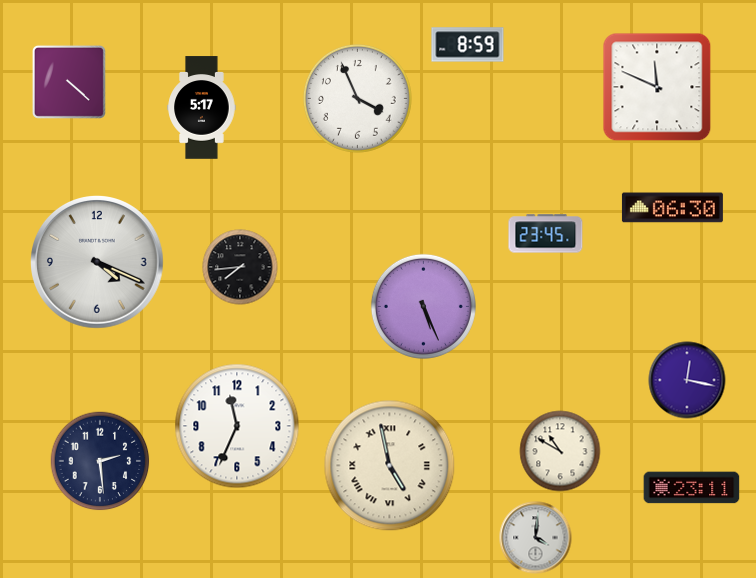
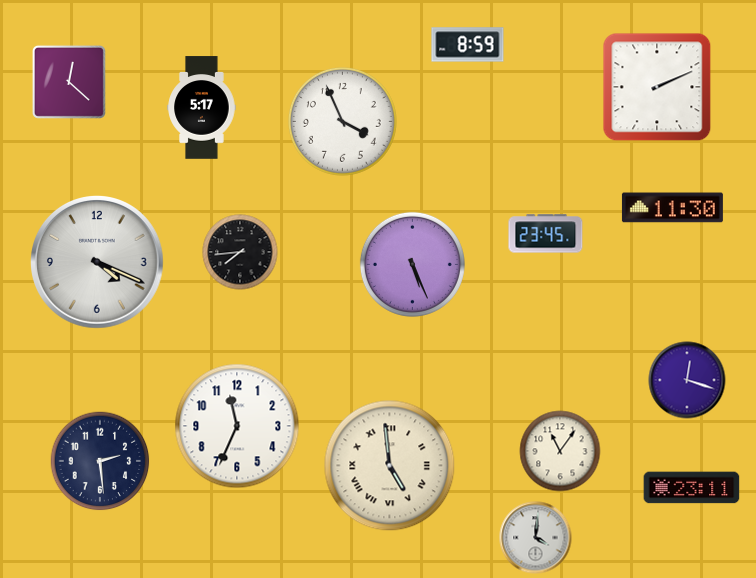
clock at (69, 82): 4:22 -> 12:22
clock at (657, 87): 11:49 -> 2:11
clock at (357, 98) position: (357, 98) -> (342, 121)
clock at (672, 208): 06:30 -> 11:30
clock at (240, 267) position: (240, 267) -> (240, 252)
clock at (423, 306) position: (423, 306) -> (412, 264)
clock at (687, 380): 12:17 -> 12:18
clock at (560, 451): 10:50 -> 11:06
clock at (390, 466): 4:58 -> 4:59
